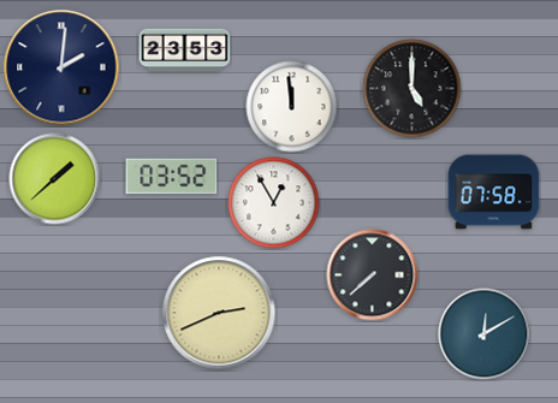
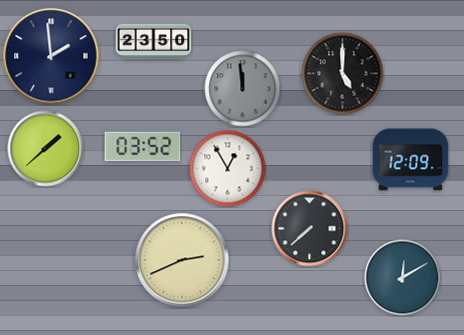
clock at (185, 51): 23:53 -> 23:50
clock at (61, 67): 2:01 -> 1:59
clock at (292, 107) dial: white -> grey
clock at (494, 192): 07:58 -> 12:09
